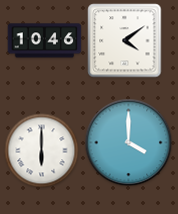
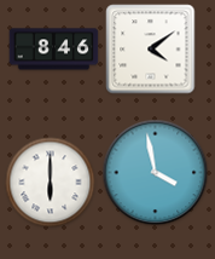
clock at (45, 41): 10:46 -> 8:46
clock at (129, 143): 4:00 -> 3:58
